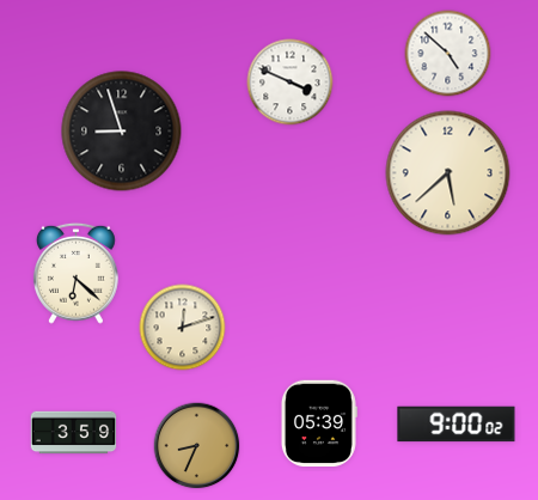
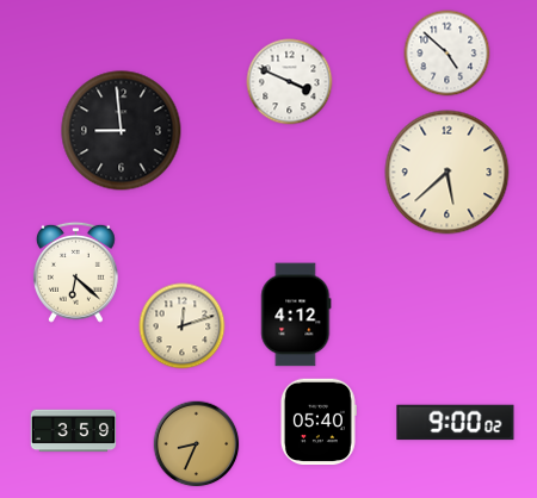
clock at (122, 132): 8:57 -> 8:59
clock at (296, 315): none -> 4:12
clock at (318, 423): 05:39 -> 05:40
